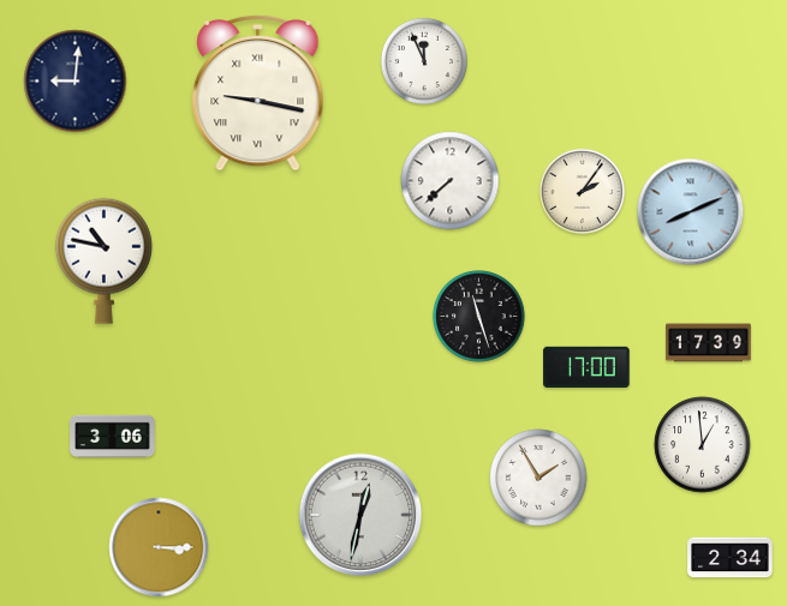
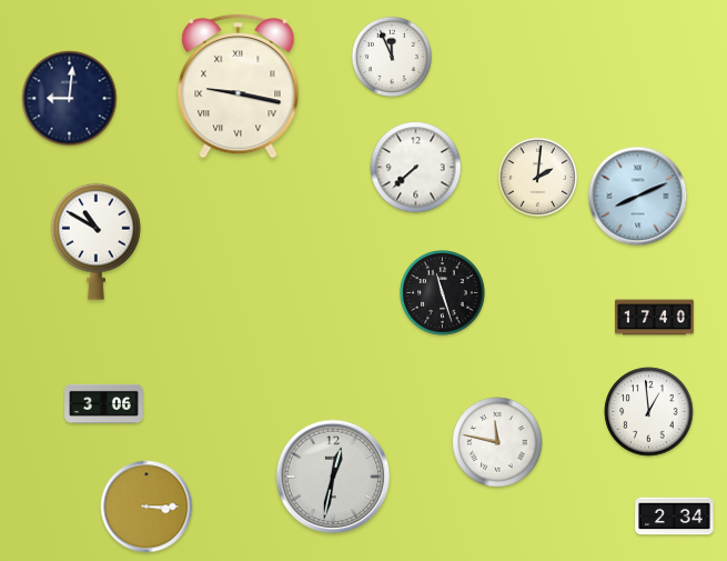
clock at (76, 82) position: (76, 82) -> (70, 99)
clock at (582, 191): 2:06 -> 2:01
clock at (103, 260): 10:47 -> 10:50
clock at (709, 343): 17:39 -> 17:40
clock at (586, 366): 17:00 -> none
clock at (538, 478): 1:55 -> 11:47
